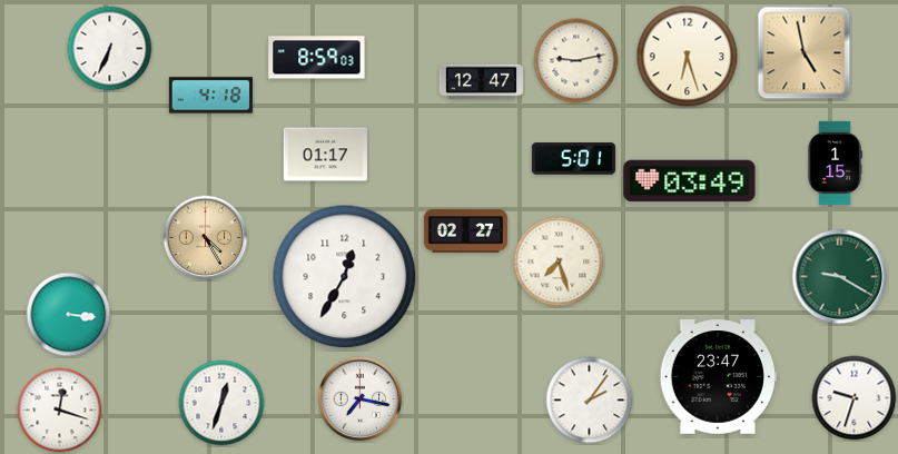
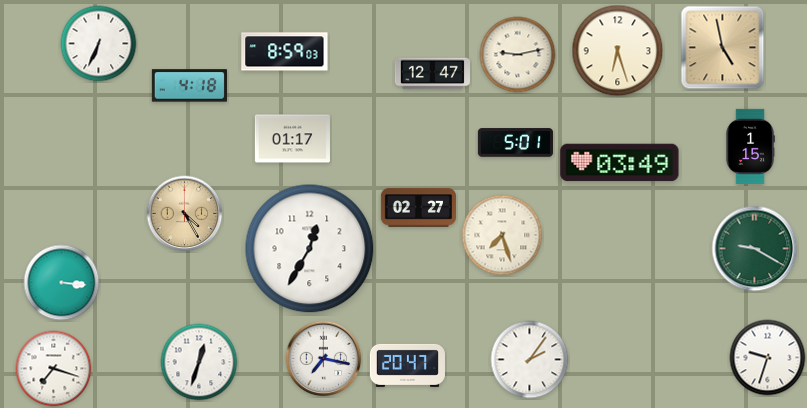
clock at (718, 377): 23:47 -> none
clock at (407, 365): none -> 20:47
clock at (60, 411): 12:18 -> 7:18
